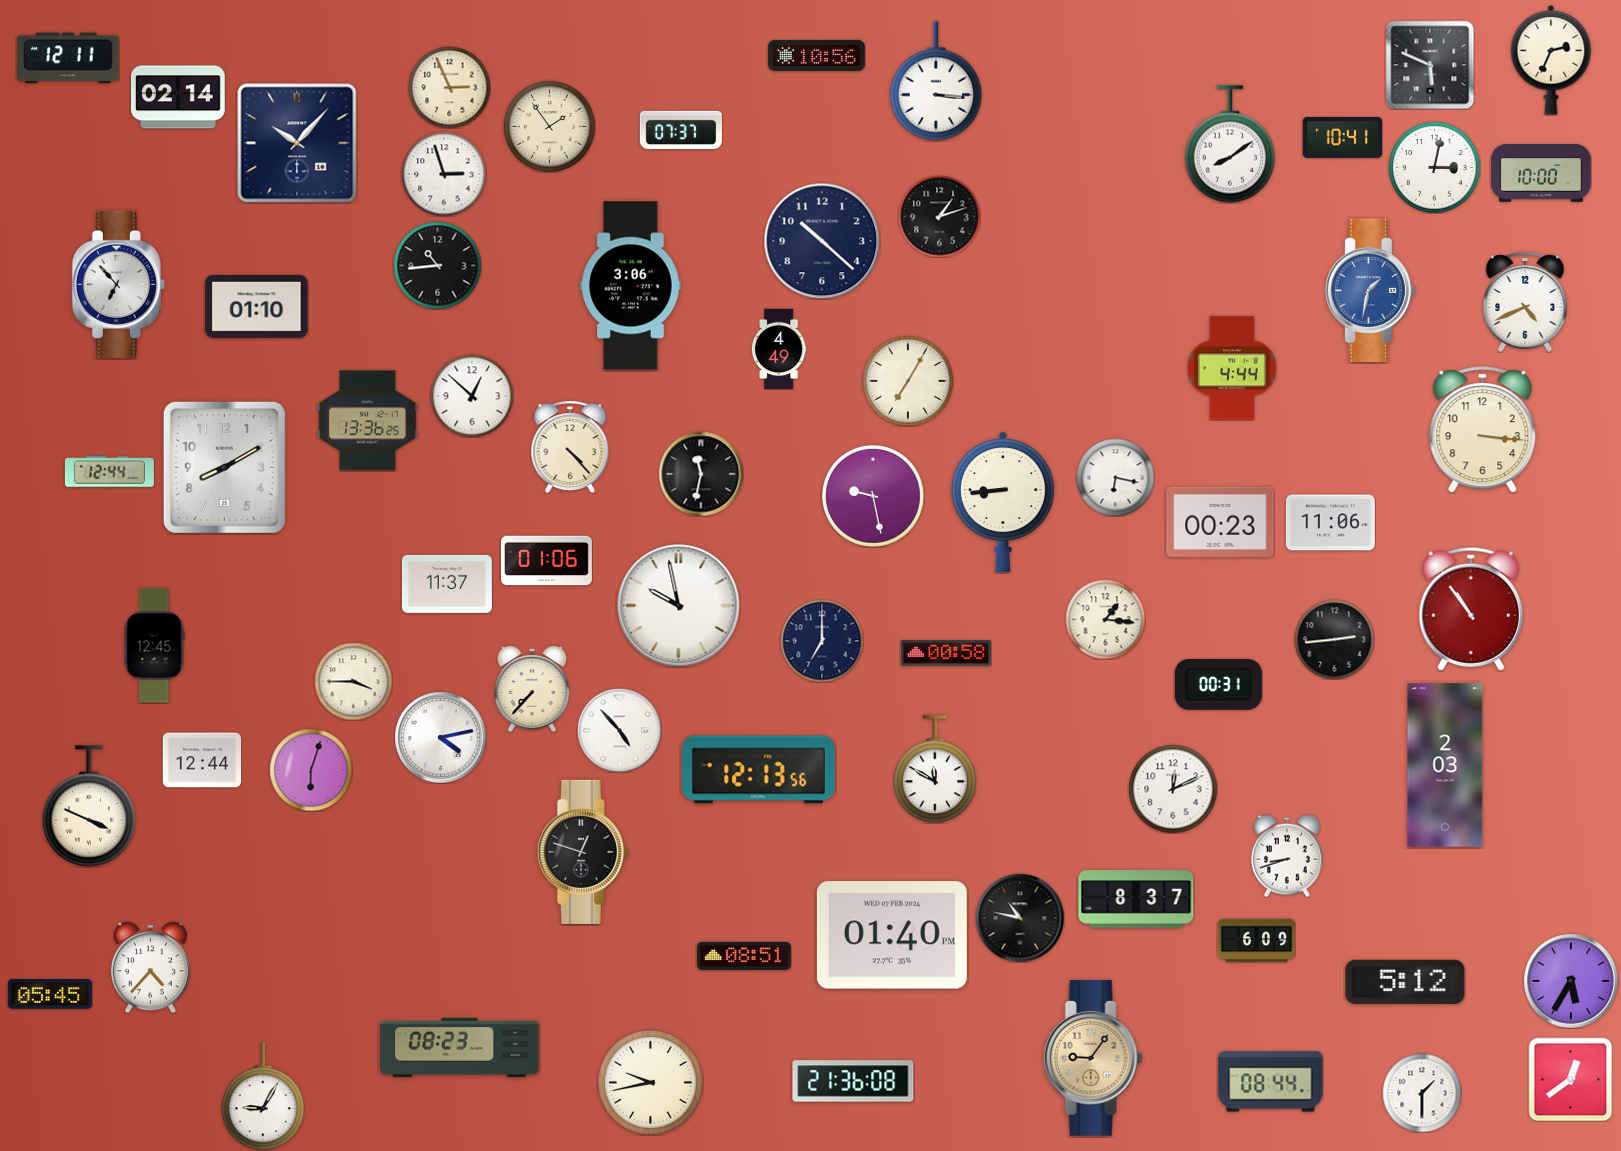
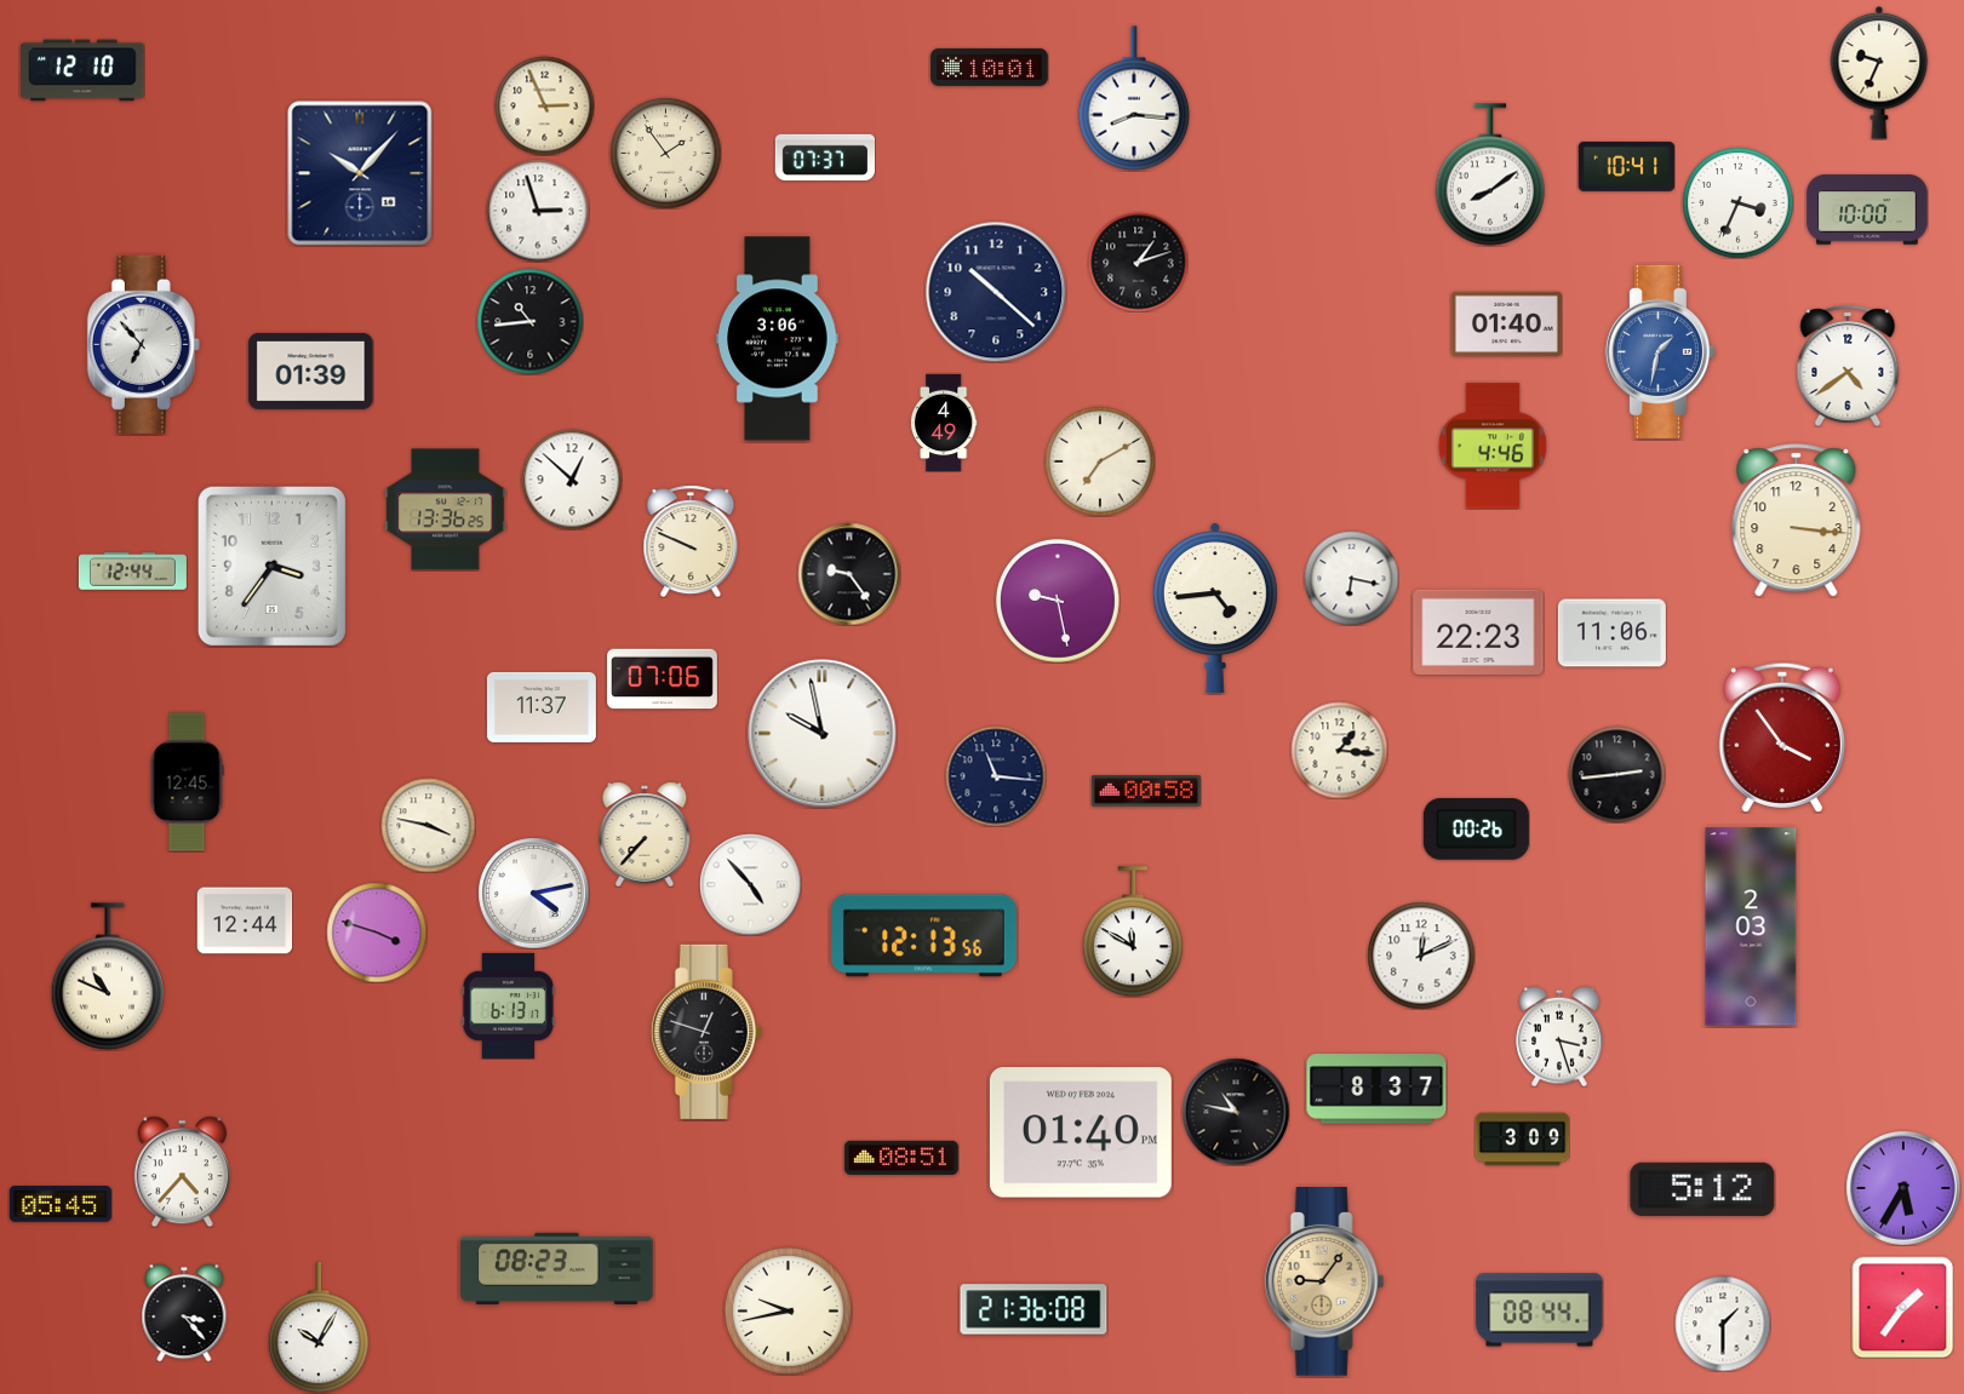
clock at (817, 55): 10:56 -> 10:01
clock at (68, 58): 12:11 -> 12:10
clock at (1551, 60): 2:34 -> 9:34
clock at (1430, 65): 5:49 -> none
clock at (935, 81): 3:16 -> 8:16
clock at (179, 97): 02:14 -> none
clock at (1434, 167): 3:02 -> 3:34
clock at (1506, 323): none -> 01:40
clock at (631, 286) position: (631, 286) -> (778, 339)
clock at (1525, 302): 4:41 -> 4:39
clock at (257, 306): 01:10 -> 01:39
clock at (1232, 368): 4:44 -> 4:46
clock at (908, 381): 7:05 -> 7:10
clock at (570, 447): 4:23 -> 9:49
clock at (224, 467): 8:10 -> 3:36
clock at (701, 474): 11:32 -> 9:24
clock at (1003, 502): 8:44 -> 4:44
clock at (1220, 521): 00:23 -> 22:23
clock at (546, 561): 01:06 -> 07:06
clock at (1471, 609): 10:54 -> 3:54
clock at (822, 641): 7:00 -> 11:16
clock at (353, 681): 3:45 -> 3:47
clock at (1218, 684): 00:31 -> 00:26
clock at (311, 770): 6:03 -> 3:48
clock at (759, 770) position: (759, 770) -> (924, 936)
clock at (89, 806): 3:49 -> 10:49
clock at (509, 1005): none -> 6:13
clock at (1287, 856): 8:42 -> 3:27
clock at (1256, 941): 6:09 -> 3:09
clock at (1570, 1079): 12:39 -> 1:36
clock at (184, 1313): none -> 3:23
clock at (263, 1096): 9:05 -> 10:05
